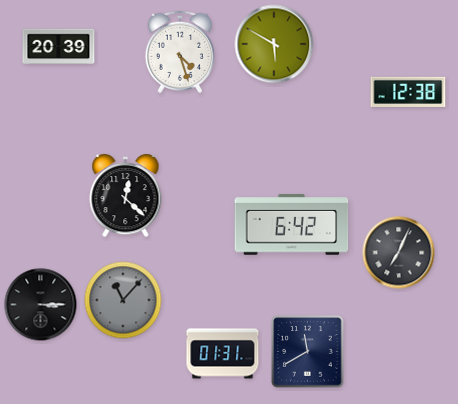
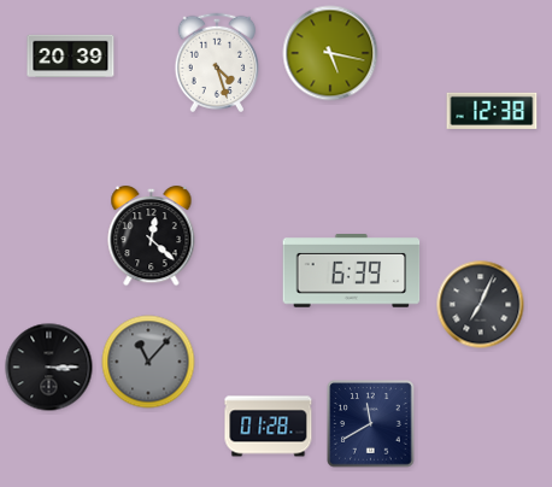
clock at (274, 44): 5:50 -> 5:17
clock at (292, 225): 6:42 -> 6:39
clock at (223, 354): 01:31 -> 01:28
